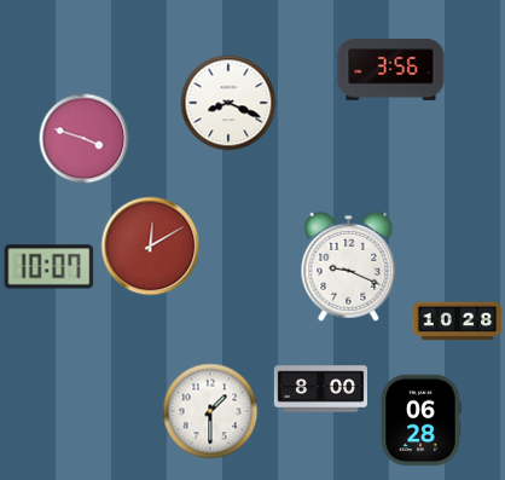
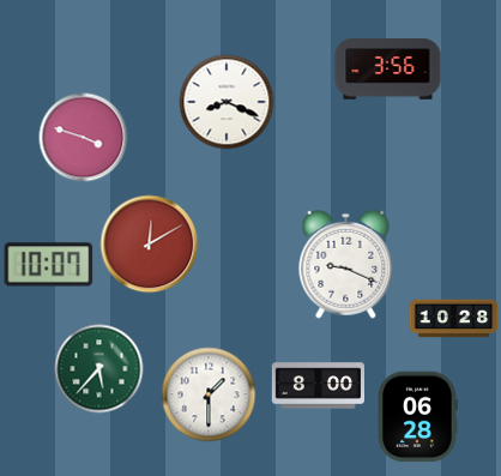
clock at (99, 369): none -> 5:37
clock at (210, 411) position: (210, 411) -> (209, 394)
